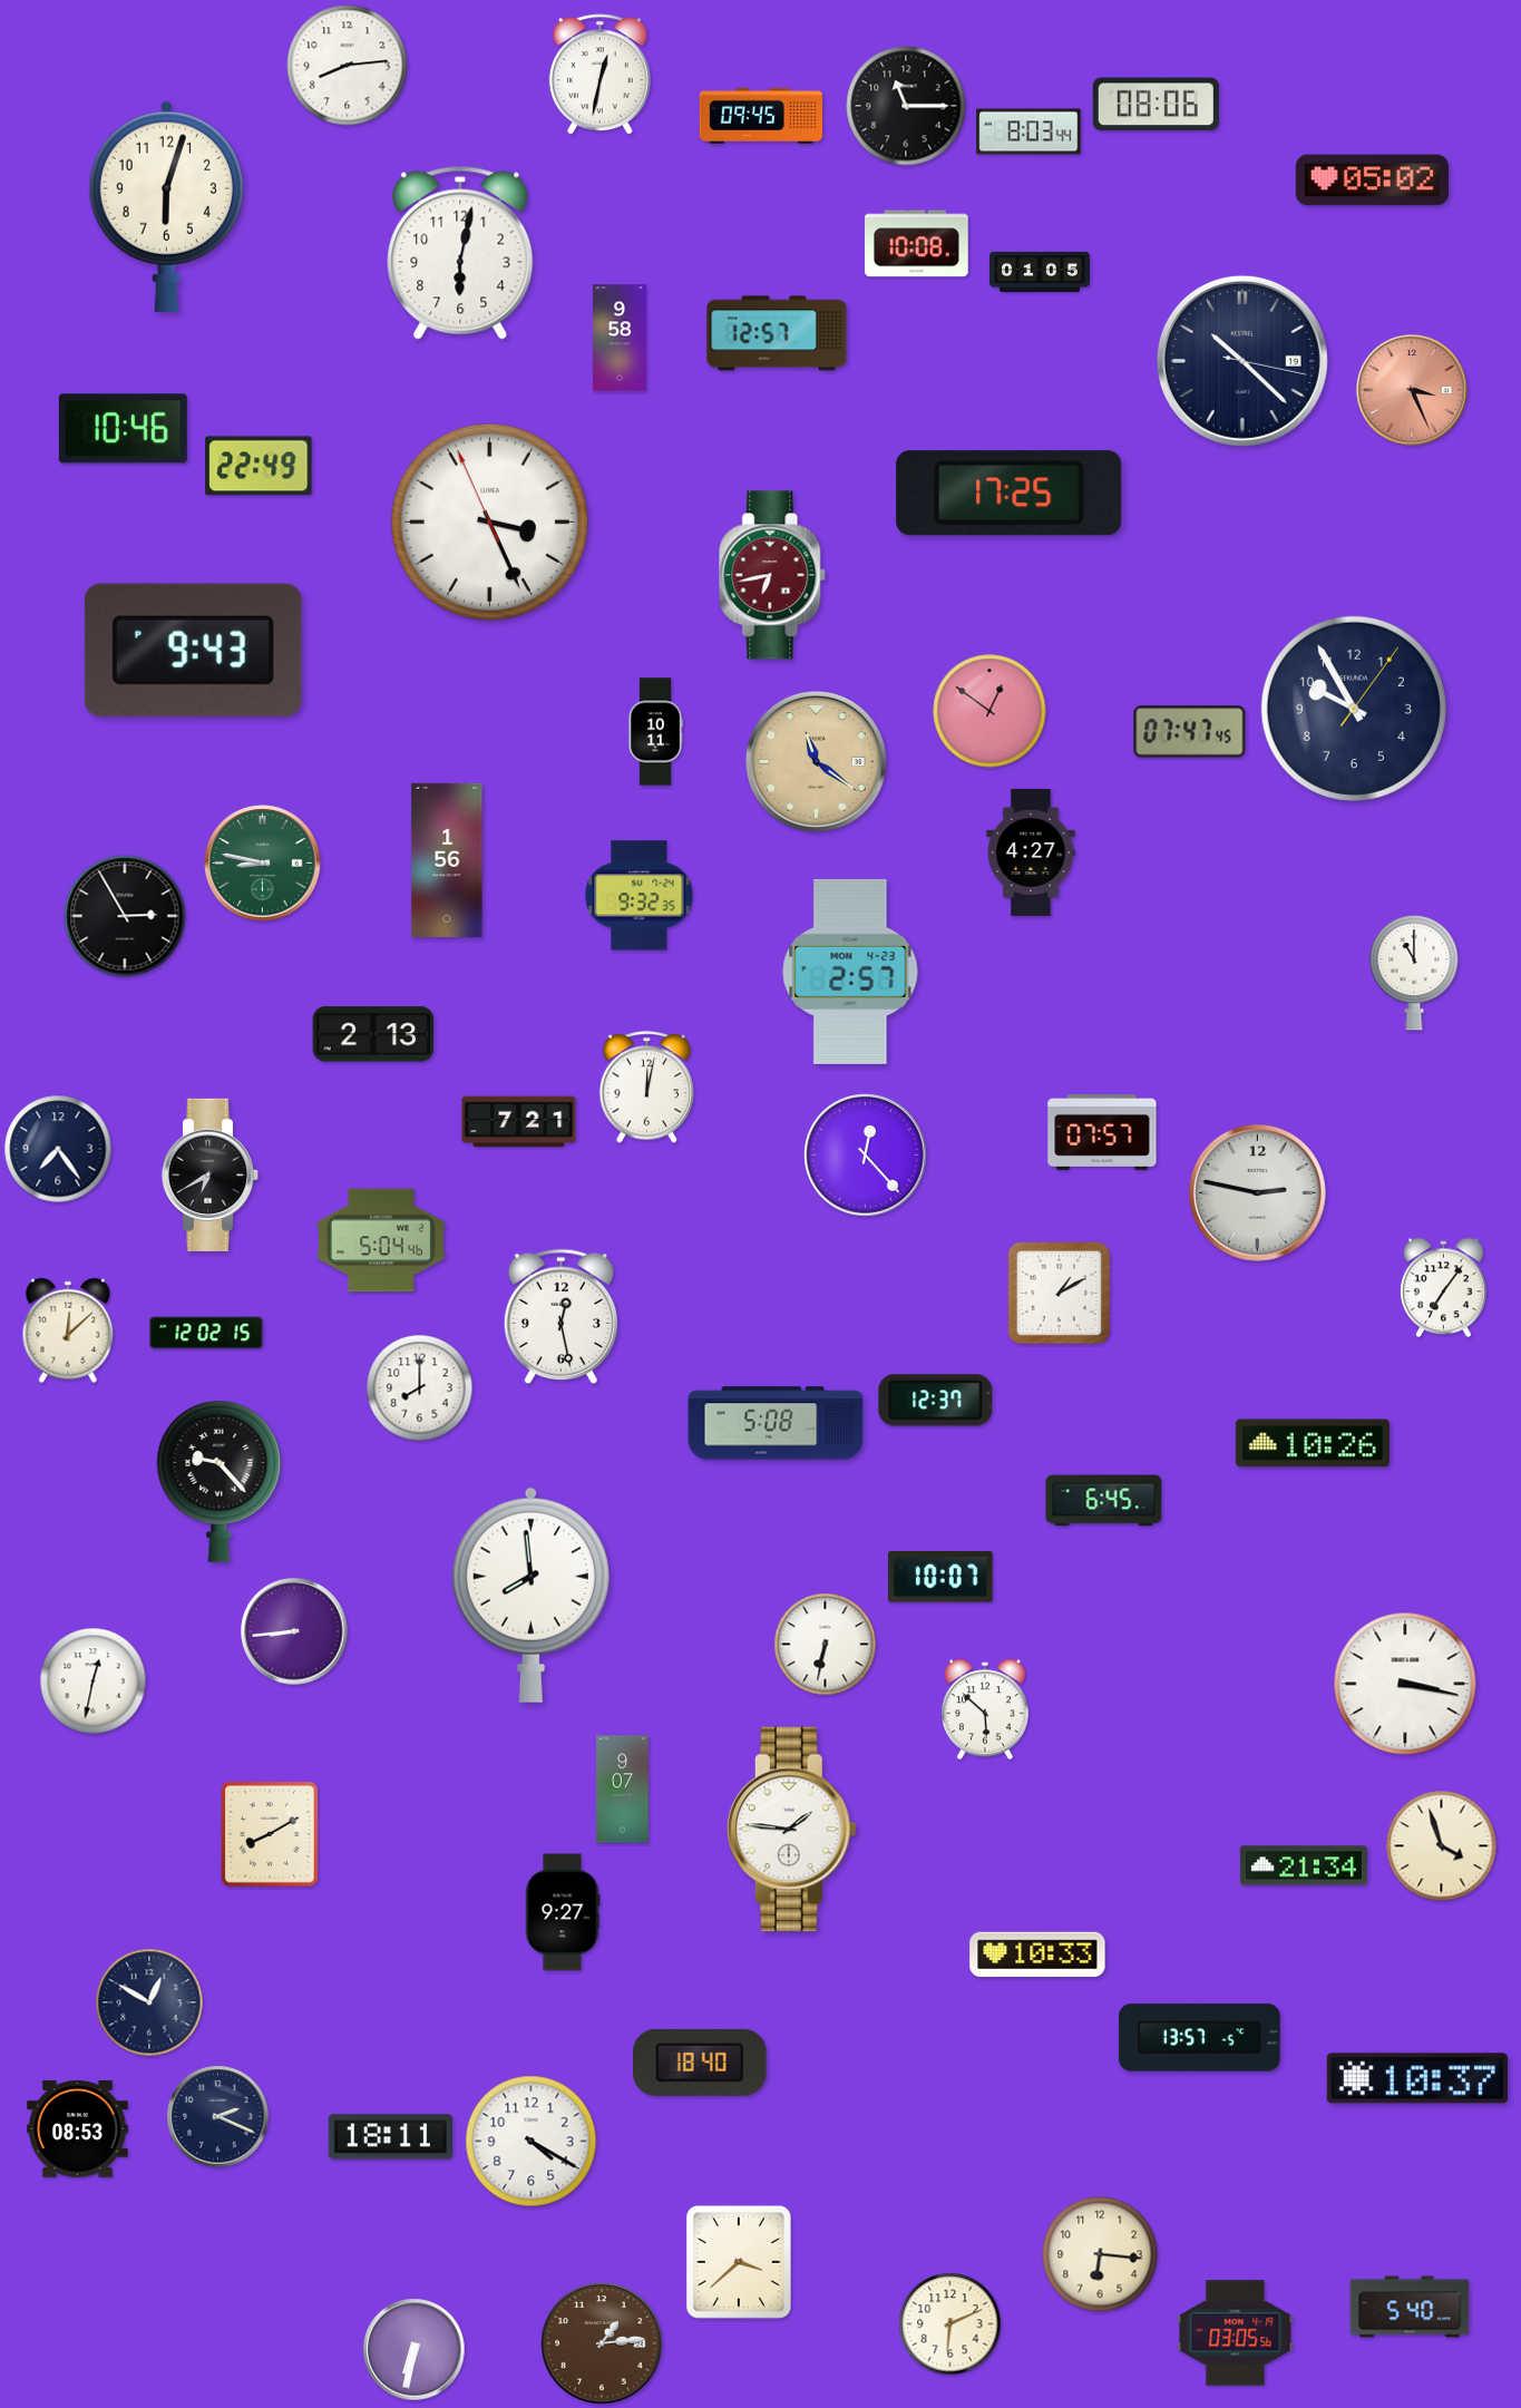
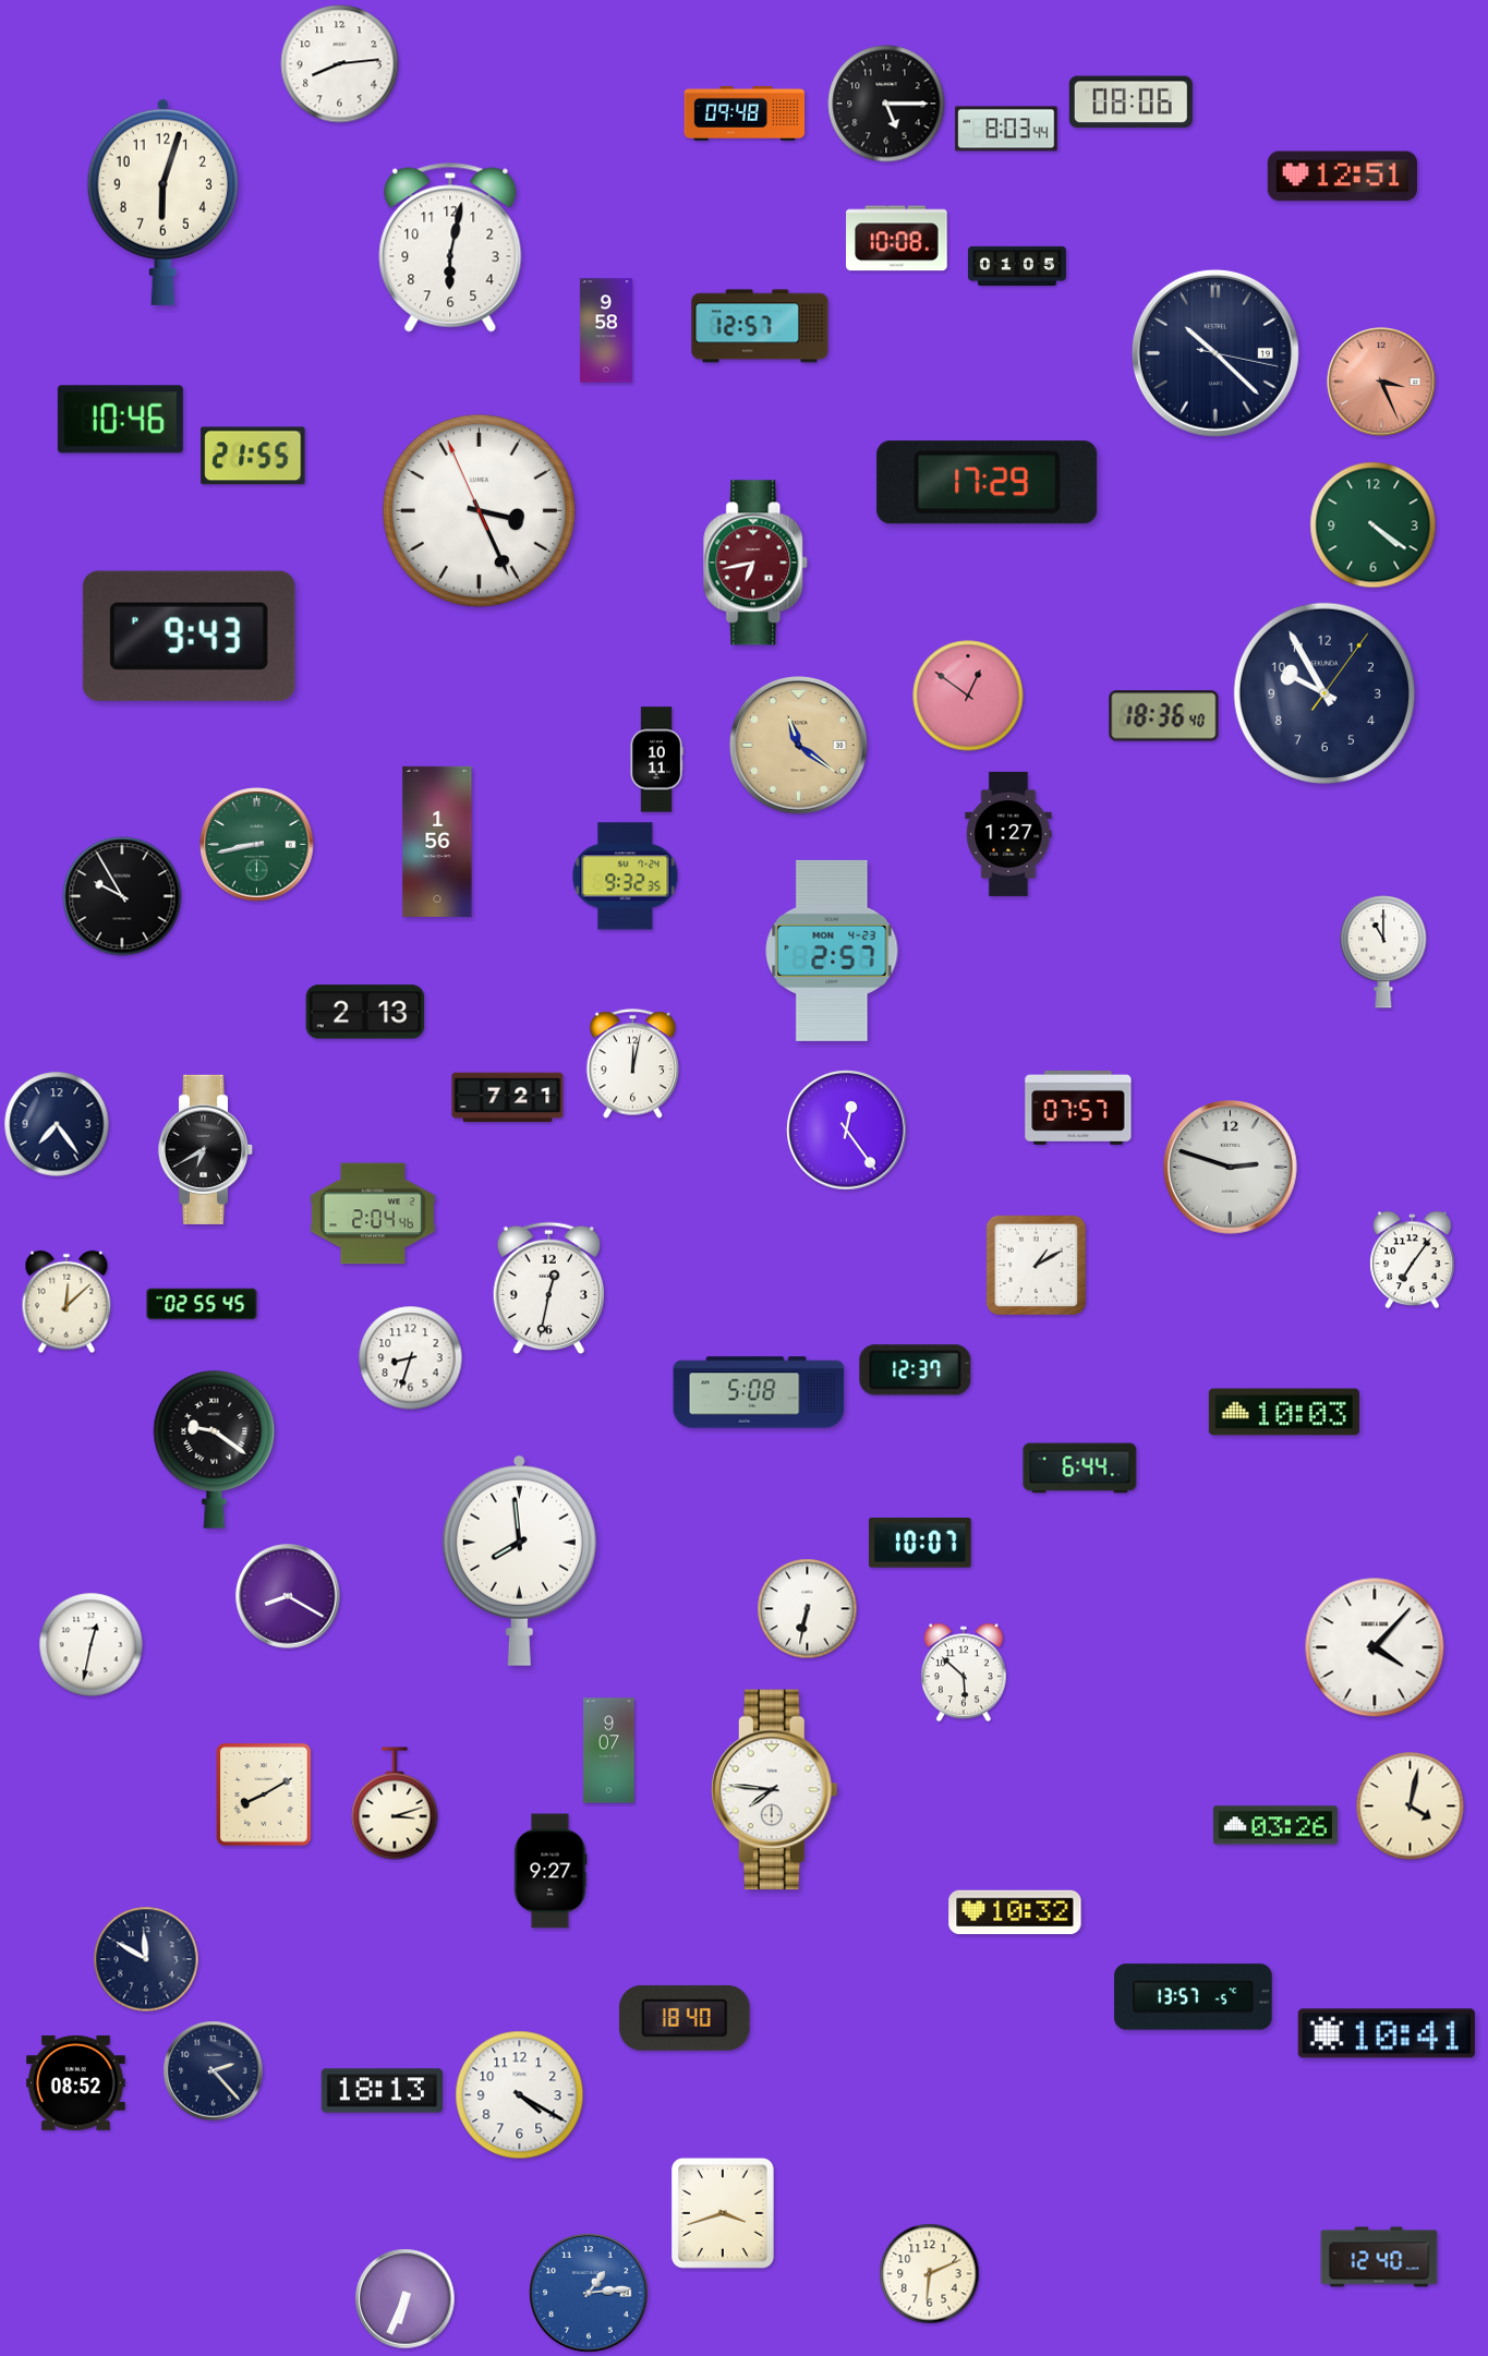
clock at (599, 75): 12:32 -> none
clock at (906, 106): 11:15 -> 5:15
clock at (761, 116): 09:45 -> 09:48
clock at (1372, 181): 05:02 -> 12:51
clock at (259, 466): 22:49 -> 21:55
clock at (1010, 494): 17:25 -> 17:29
clock at (1374, 525): none -> 4:21
clock at (655, 732) position: (655, 732) -> (656, 760)
clock at (1190, 732): 07:47 -> 18:36
clock at (1031, 852): 4:27 -> 1:27
clock at (263, 864): 8:47 -> 8:43
clock at (125, 916): 2:55 -> 9:55
clock at (866, 1156): 12:23 -> 12:24
clock at (1258, 1193): 2:47 -> 2:48
clock at (381, 1240): 5:04 -> 2:04
clock at (560, 1317): 12:28 -> 12:32
clock at (206, 1333): 12:02 -> 02:55
clock at (420, 1388): 8:00 -> 8:33
clock at (1313, 1443): 10:26 -> 10:03
clock at (220, 1482): 9:23 -> 9:21
clock at (1104, 1501): 6:45 -> 6:44
clock at (294, 1631): 8:44 -> 8:20
clock at (1405, 1684): 3:17 -> 4:07
clock at (791, 1830): 1:46 -> 7:46
clock at (395, 1803): none -> 3:12
clock at (1442, 1846): 3:57 -> 4:02
clock at (1304, 1865): 21:34 -> 03:26
clock at (1037, 1954): 10:33 -> 10:32
clock at (149, 2002): 12:50 -> 11:50
clock at (1200, 2038) position: (1200, 2038) -> (1194, 1997)
clock at (1417, 2078): 10:37 -> 10:41
clock at (218, 2117): 2:19 -> 2:23
clock at (77, 2128): 08:53 -> 08:52
clock at (390, 2137): 18:11 -> 18:13
clock at (1100, 2254): 6:16 -> none
clock at (739, 2263): 3:38 -> 3:42
clock at (1410, 2307): 5:40 -> 12:40
clock at (1236, 2333): 03:05 -> none
clock at (602, 2343) dial: brown -> blue
clock at (415, 2350): 6:32 -> 6:34
